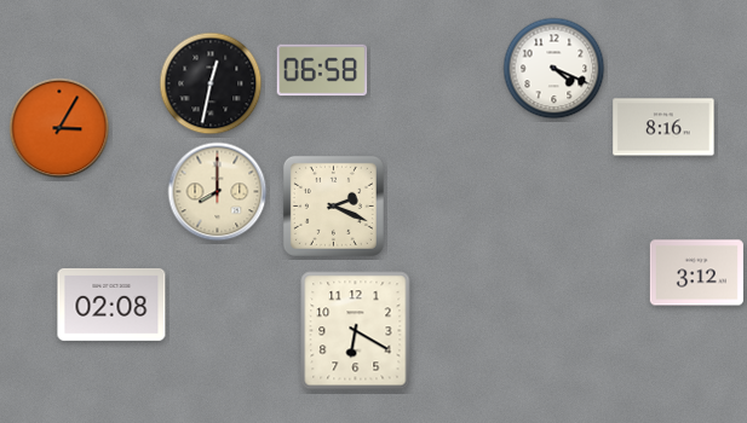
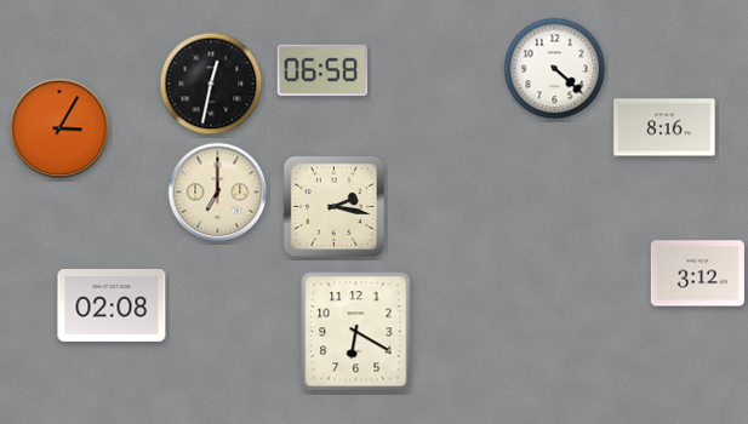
clock at (554, 69): 4:19 -> 4:22
clock at (218, 192): 8:00 -> 7:00
clock at (333, 205): 2:19 -> 2:17
